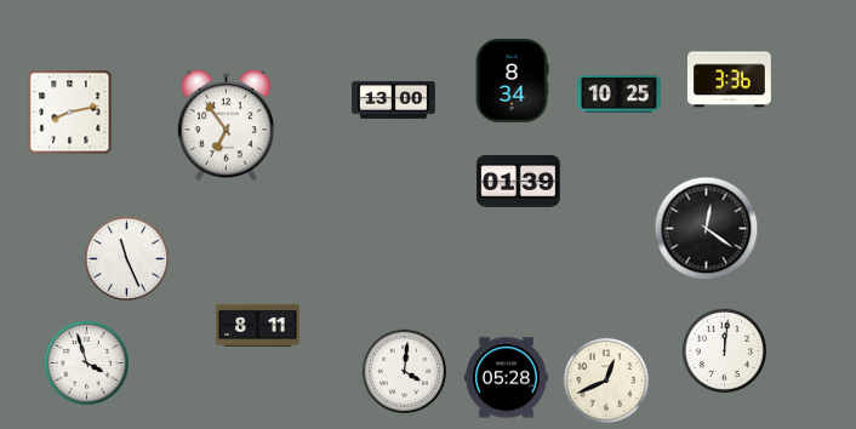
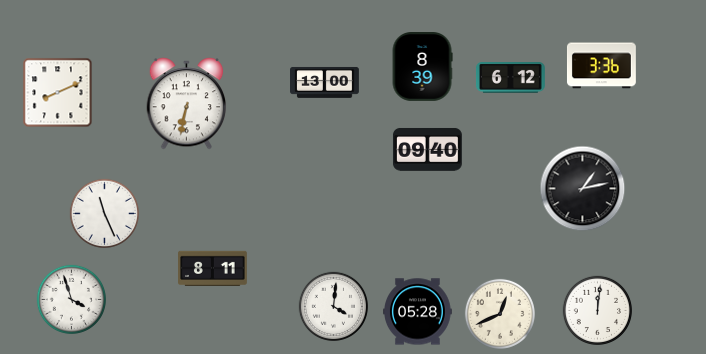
clock at (512, 81): 8:34 -> 8:39
clock at (618, 95): 10:25 -> 6:12
clock at (70, 113): 8:13 -> 8:11
clock at (227, 126): 6:54 -> 6:32
clock at (518, 182): 01:39 -> 09:40
clock at (707, 229): 12:21 -> 1:13
clock at (724, 350) position: (724, 350) -> (597, 310)
